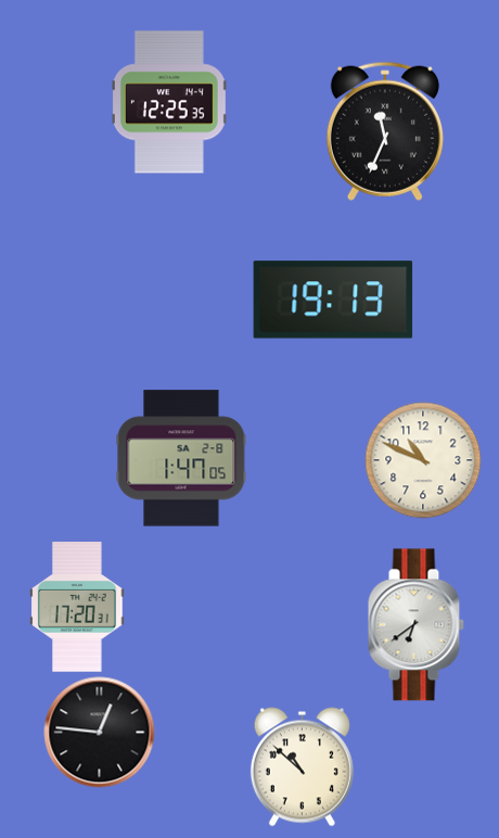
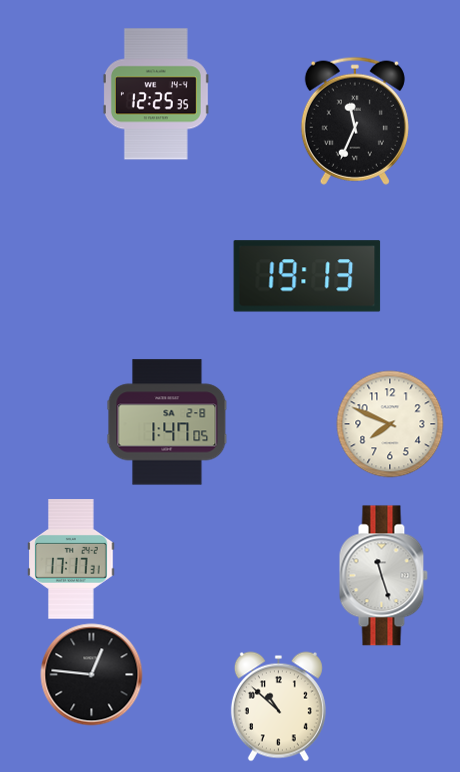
clock at (423, 460): 10:49 -> 7:49
clock at (77, 607): 17:20 -> 17:17
clock at (415, 625): 6:39 -> 11:27
